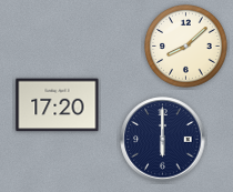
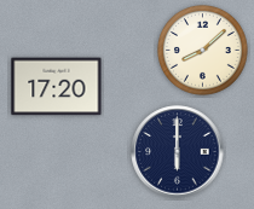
clock at (58, 105) position: (58, 105) -> (57, 87)
